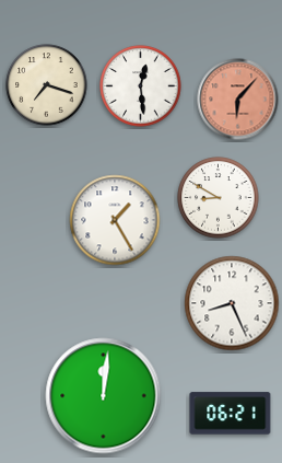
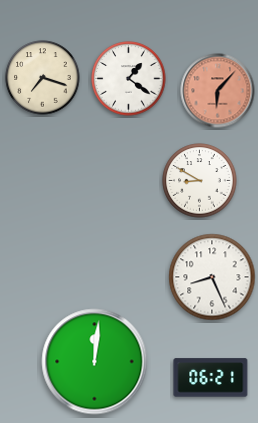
clock at (141, 86): 12:29 -> 1:21
clock at (115, 220): 1:25 -> none
